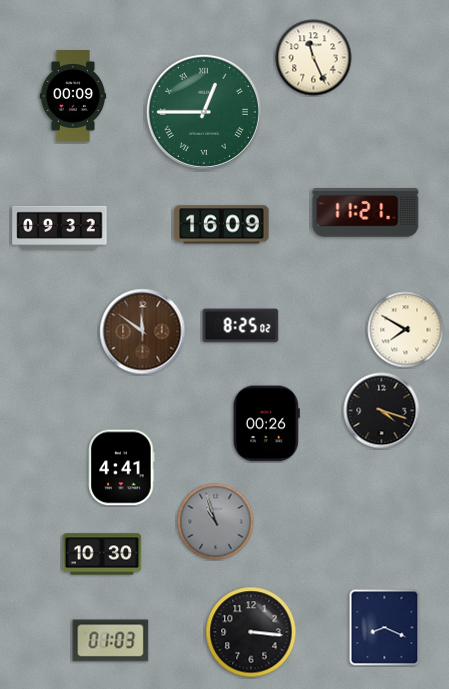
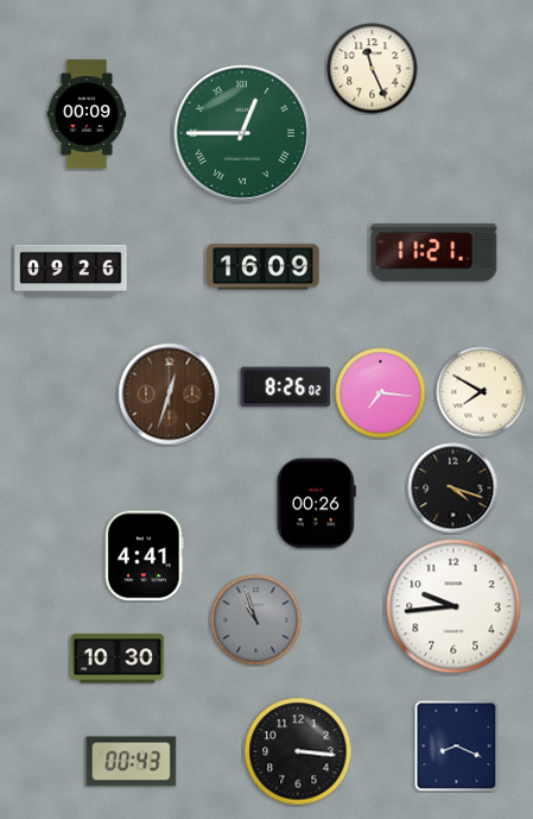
clock at (60, 228): 09:32 -> 09:26
clock at (241, 326): 8:25 -> 8:26
clock at (381, 393): none -> 7:16
clock at (143, 332): 11:51 -> 12:33
clock at (453, 606): none -> 9:44
clock at (102, 554) position: (102, 554) -> (118, 659)
clock at (111, 641): 01:03 -> 00:43
